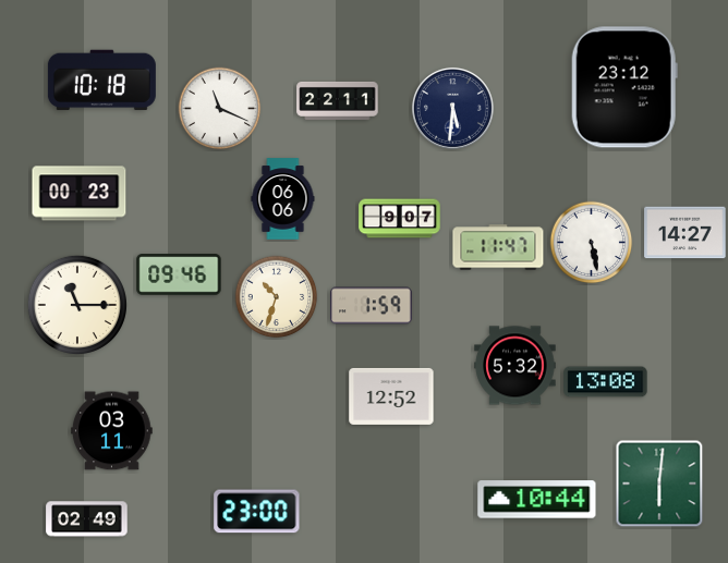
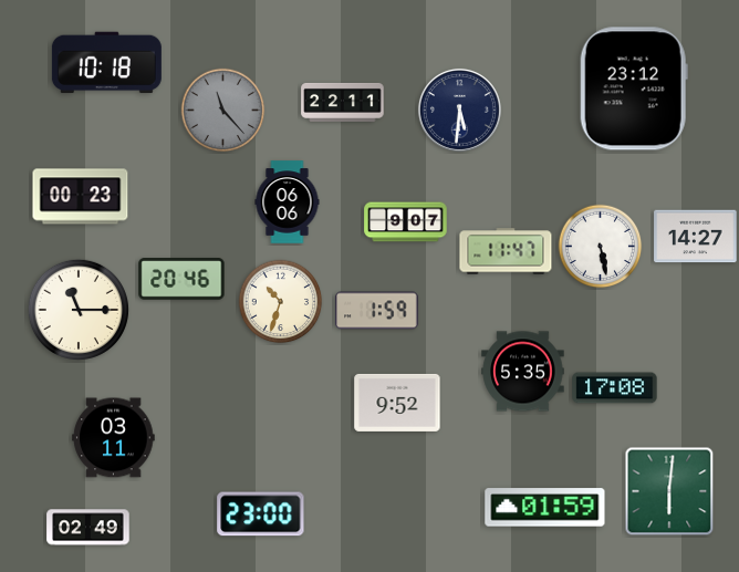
clock at (101, 81) position: (101, 81) -> (106, 63)
clock at (220, 109): 11:19 -> 11:23
clock at (220, 109) dial: white -> grey
clock at (179, 274): 09:46 -> 20:46
clock at (515, 366): 5:32 -> 5:35
clock at (606, 382): 13:08 -> 17:08
clock at (391, 396): 12:52 -> 9:52
clock at (537, 500): 10:44 -> 01:59
clock at (257, 512) position: (257, 512) -> (261, 514)
